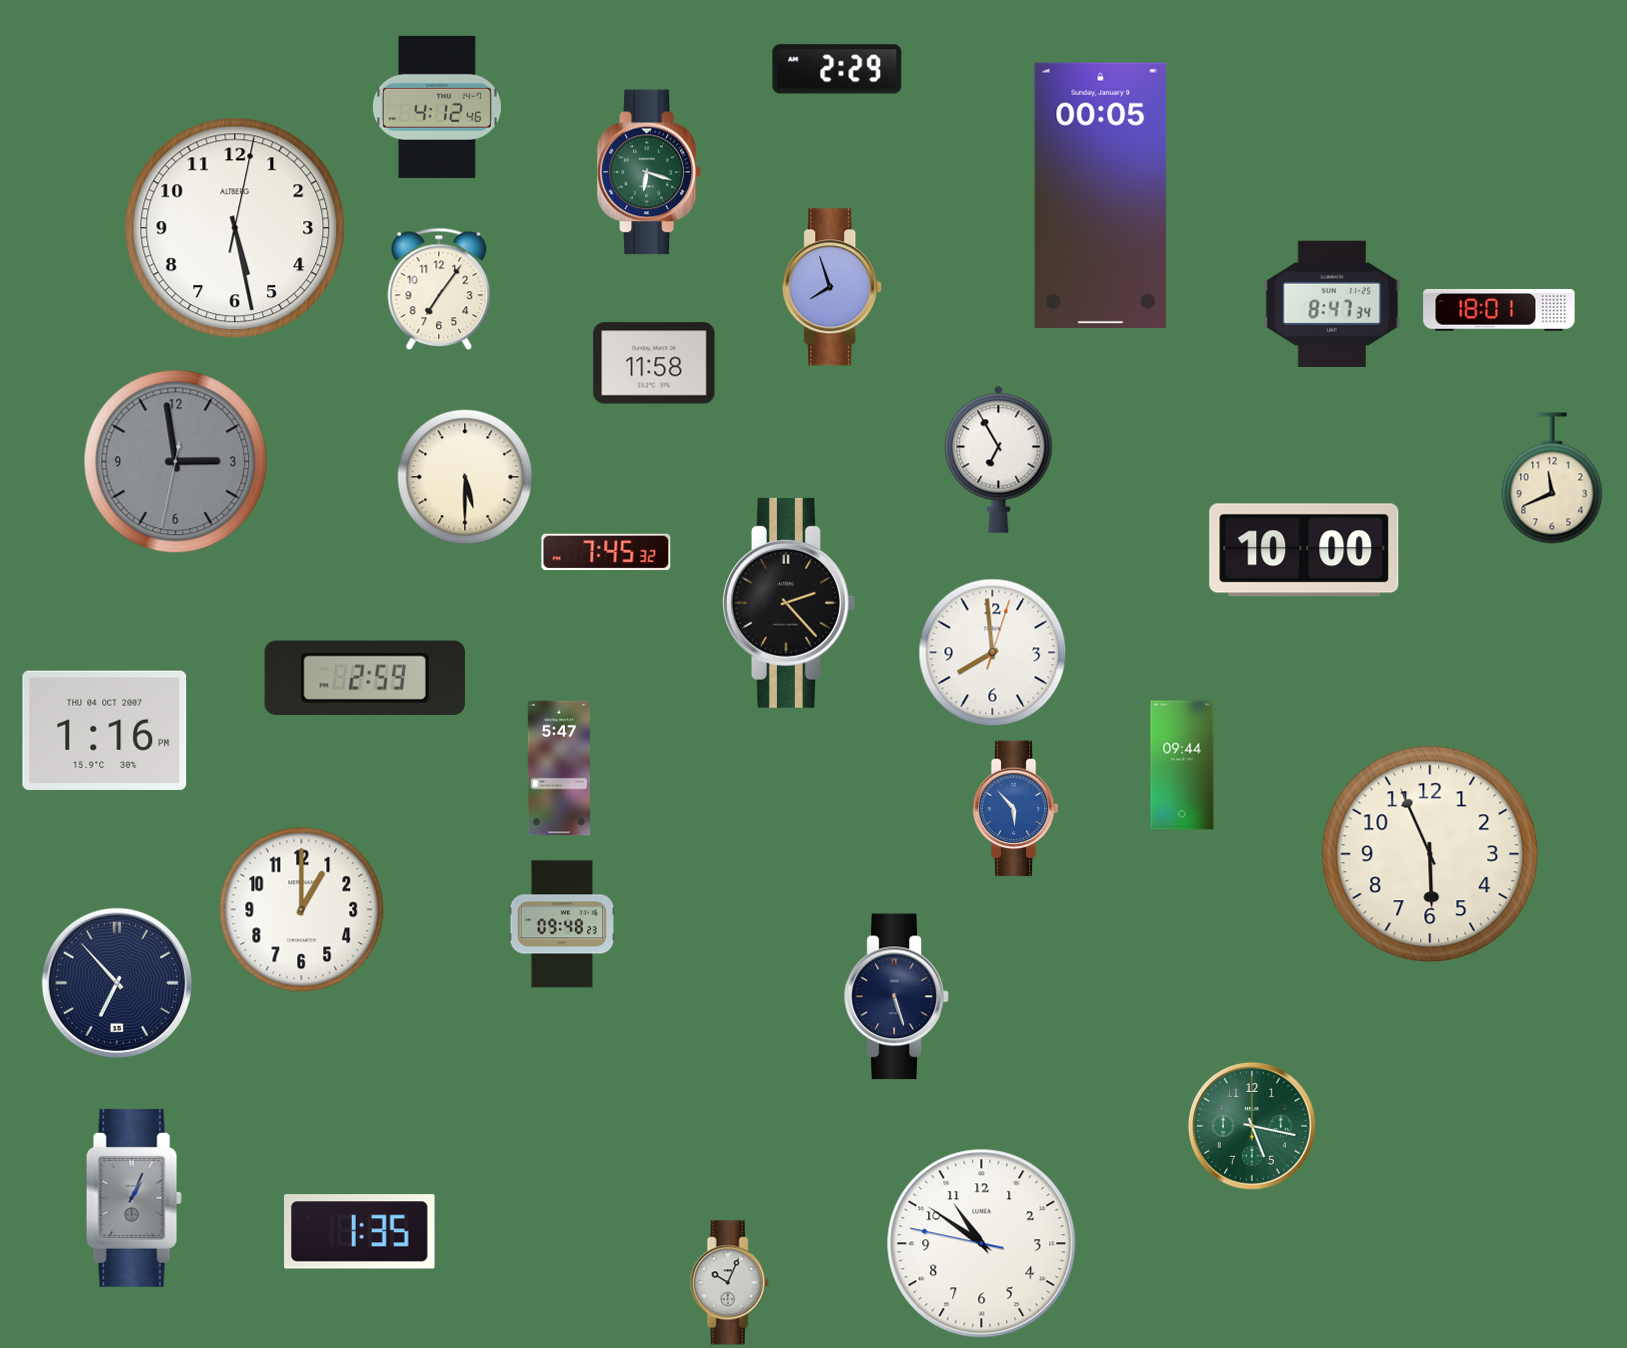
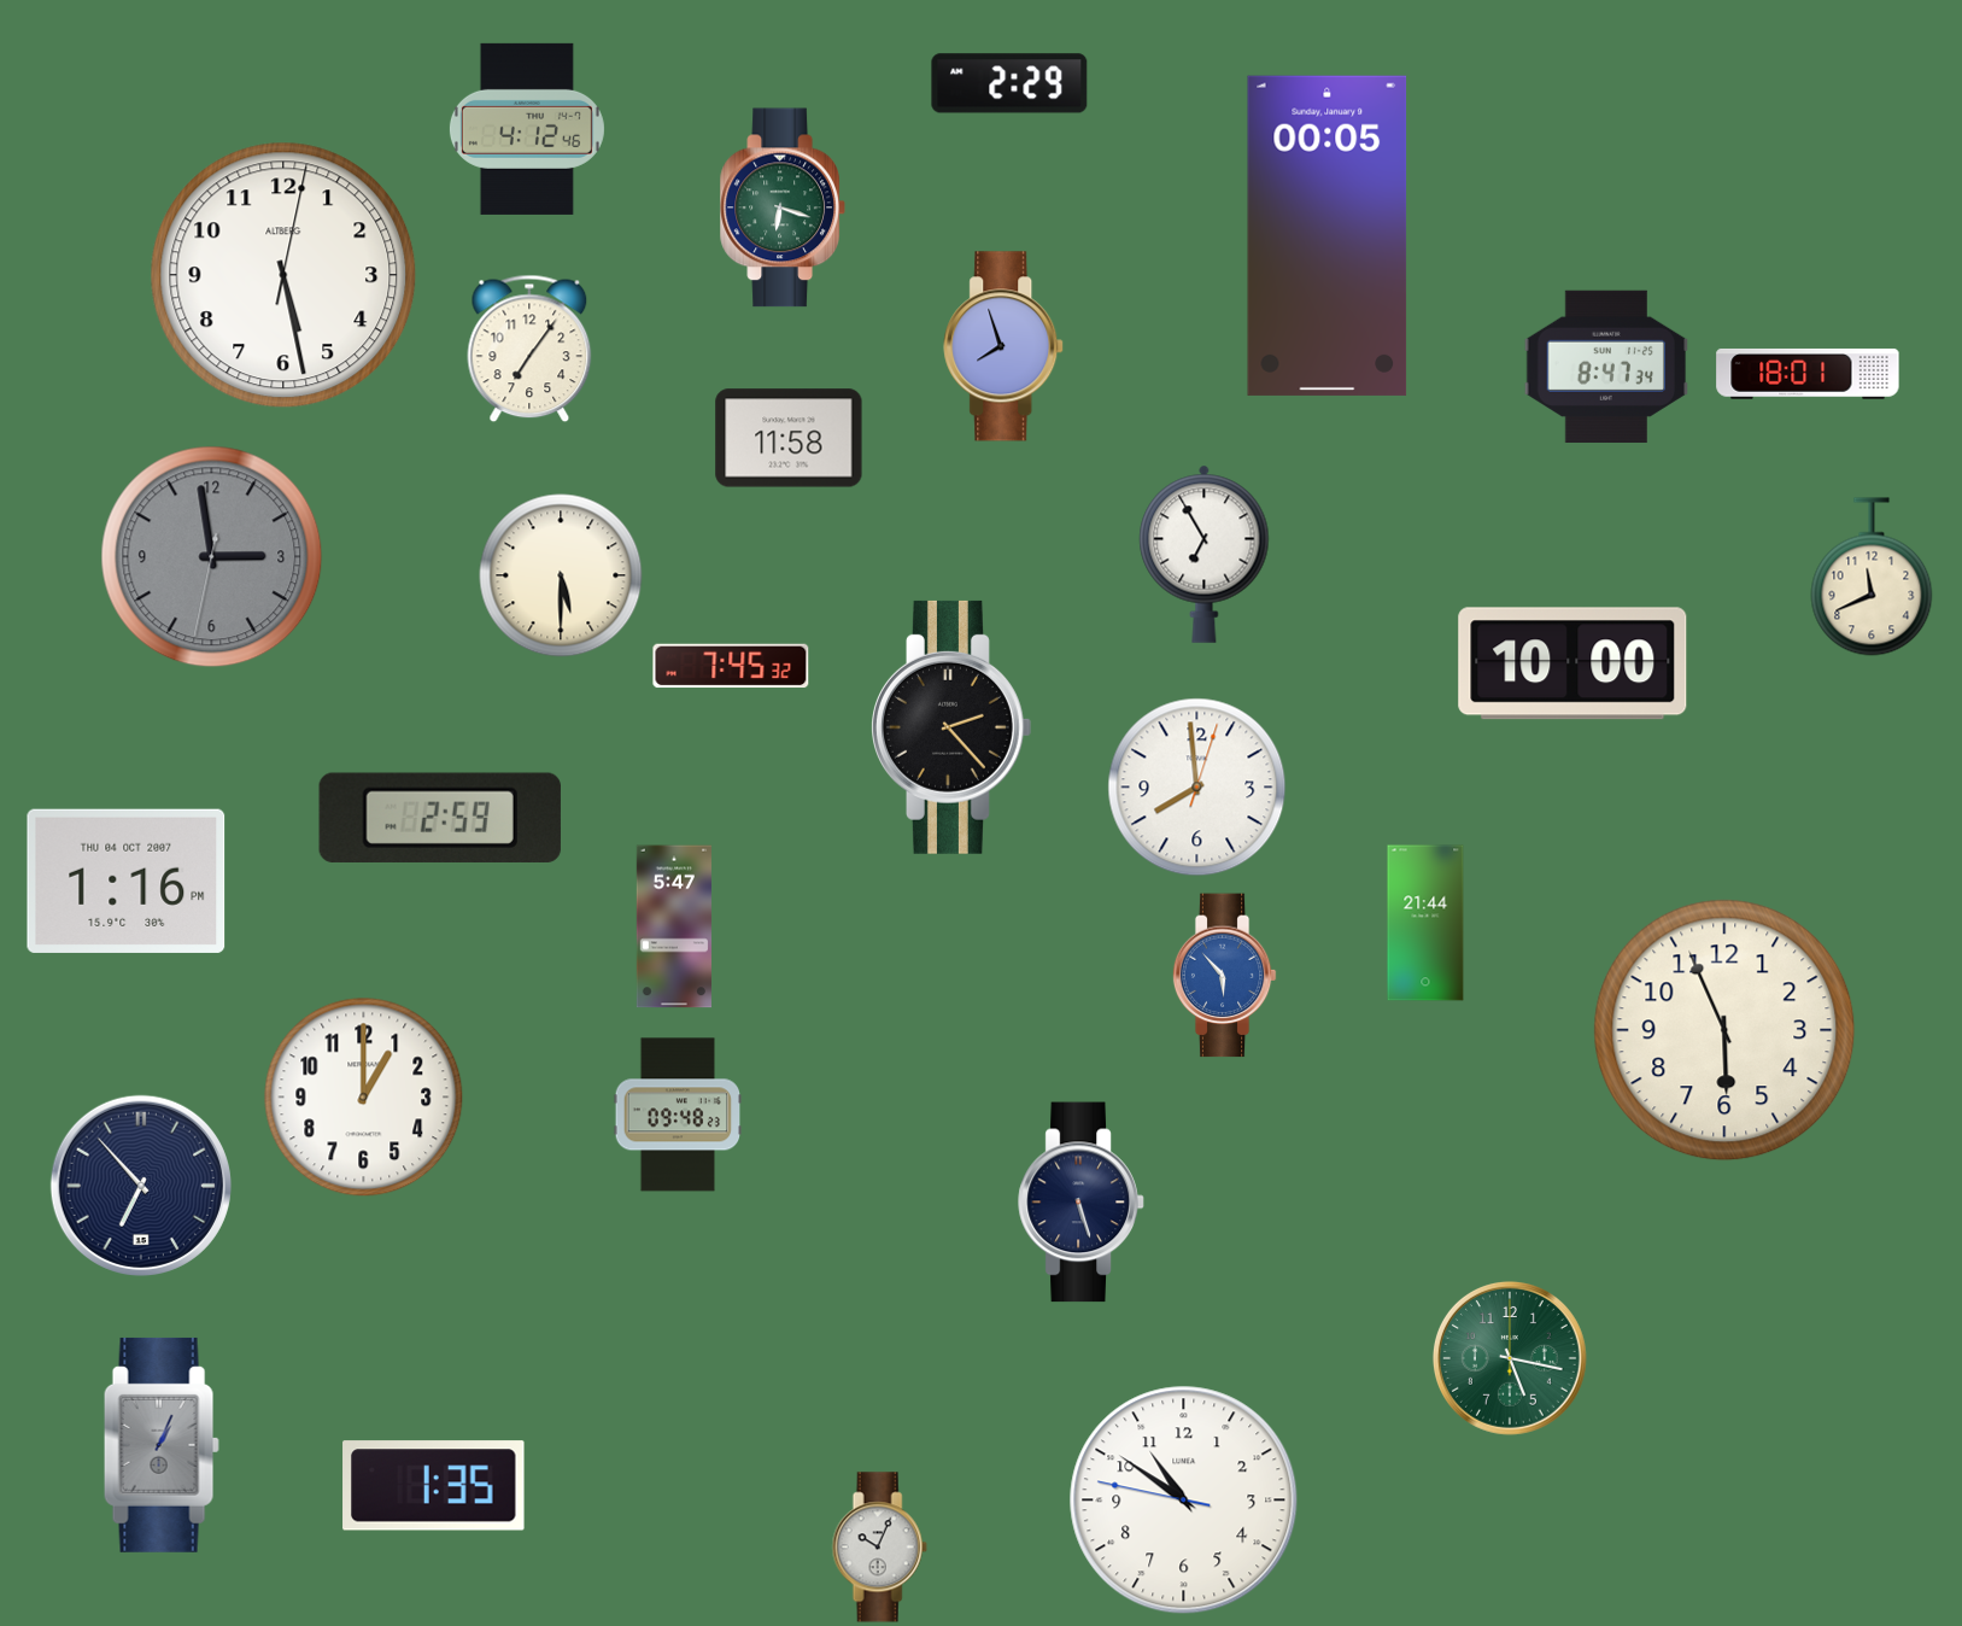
clock at (1182, 765): 09:44 -> 21:44
